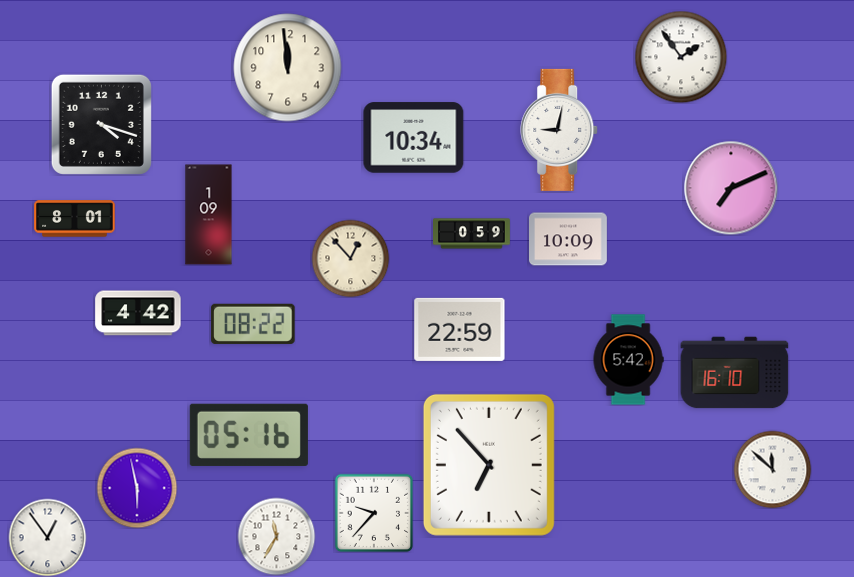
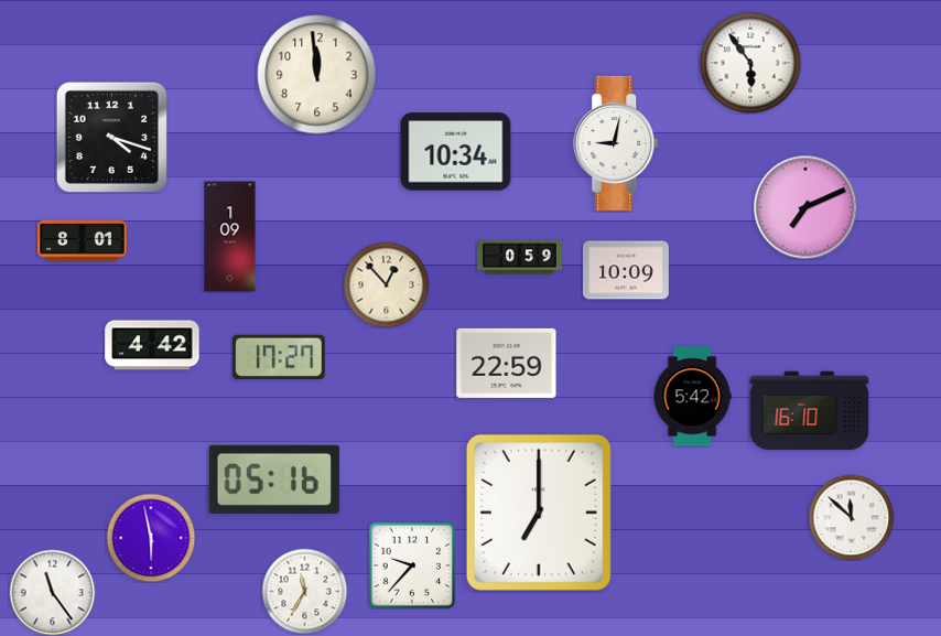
clock at (681, 57): 1:54 -> 5:54
clock at (569, 239) position: (569, 239) -> (627, 270)
clock at (253, 324): 08:22 -> 17:27
clock at (489, 465): 6:53 -> 7:00
clock at (47, 537): 12:54 -> 11:24
